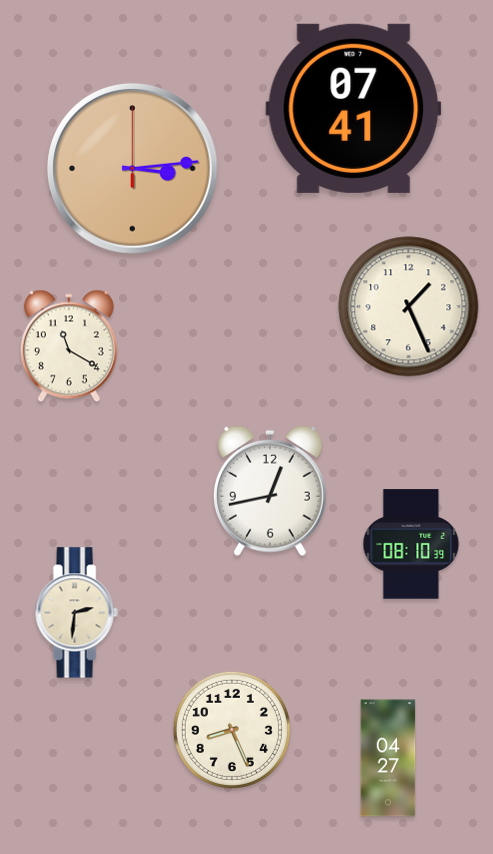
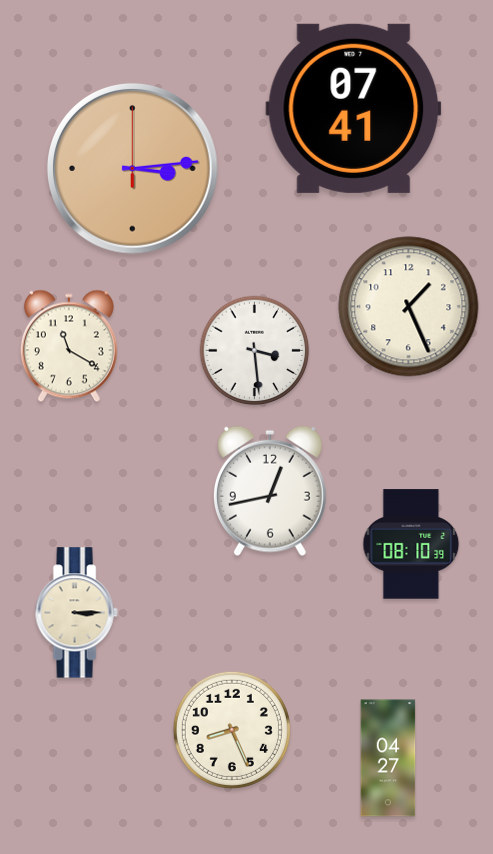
clock at (255, 351): none -> 3:29
clock at (76, 613): 2:31 -> 3:15
